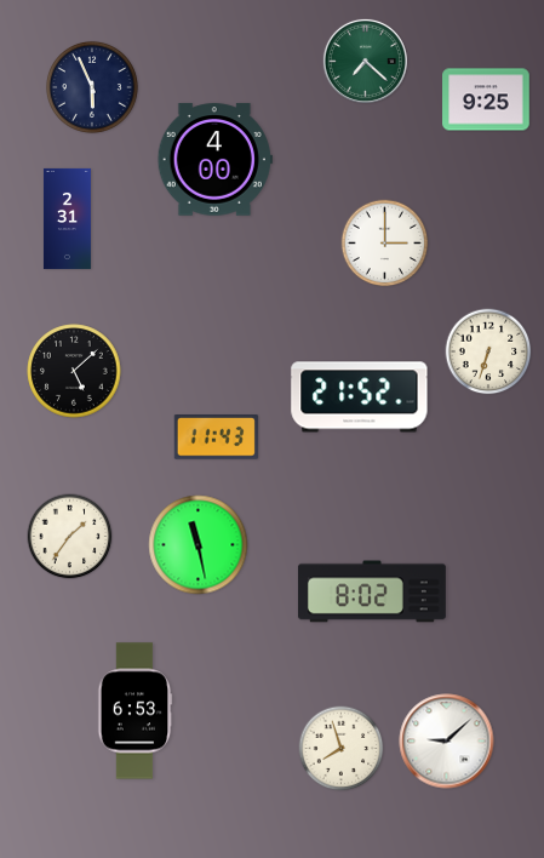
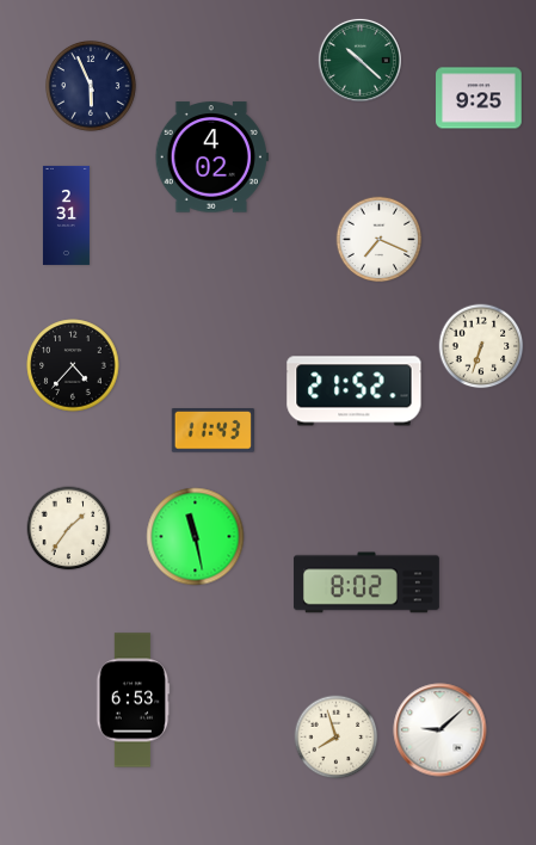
clock at (365, 61): 7:22 -> 10:22
clock at (214, 160): 4:00 -> 4:02
clock at (385, 244): 3:00 -> 7:19
clock at (74, 371): 5:08 -> 4:37
